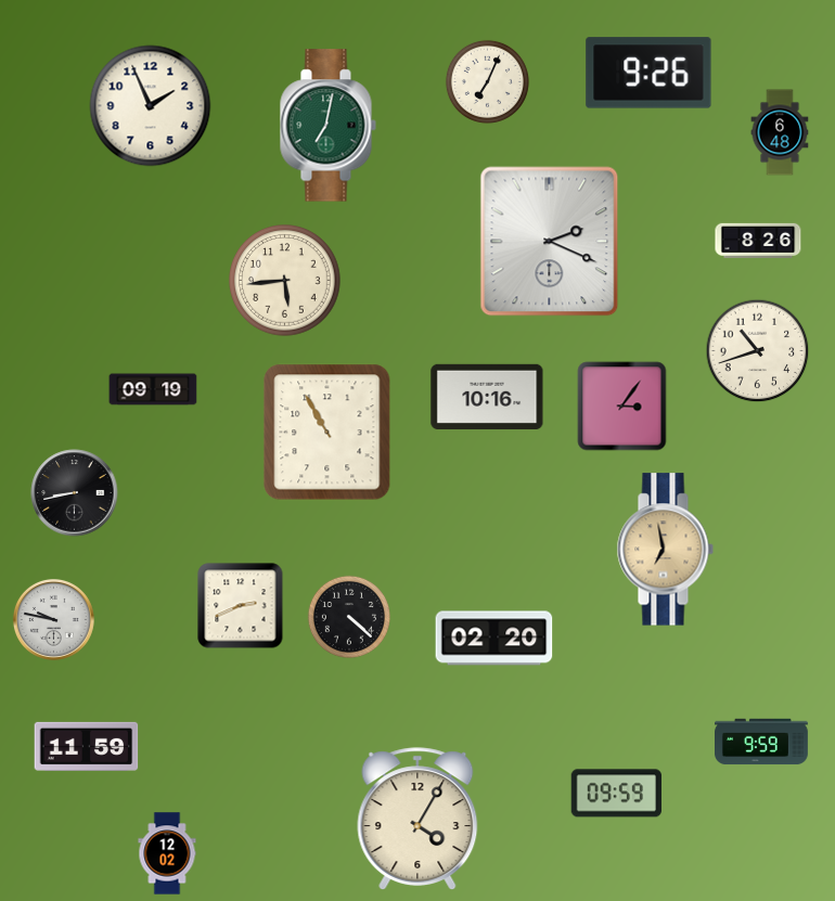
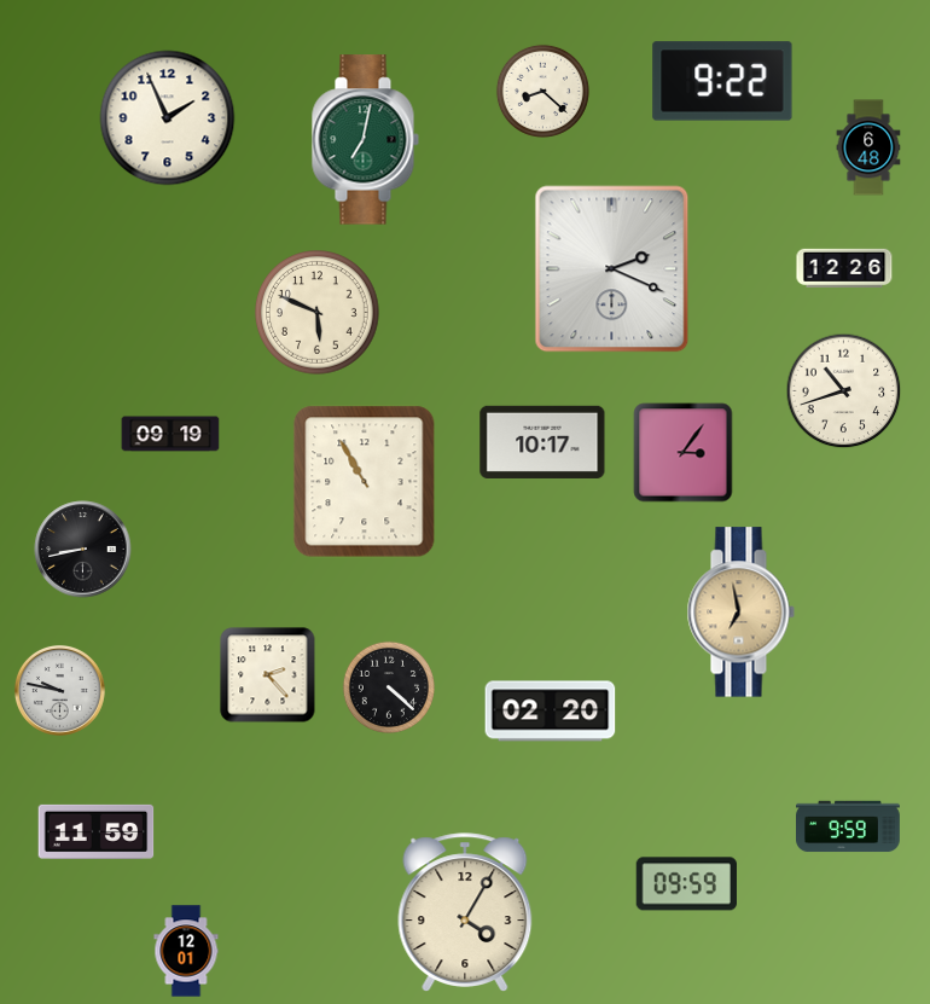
clock at (648, 73): 9:26 -> 9:22
clock at (487, 81): 7:04 -> 8:22
clock at (758, 241): 8:26 -> 12:26
clock at (285, 281): 5:44 -> 5:49
clock at (487, 397): 10:16 -> 10:17
clock at (622, 407) position: (622, 407) -> (684, 453)
clock at (241, 606): 2:41 -> 2:23
clock at (167, 853): 12:02 -> 12:01
